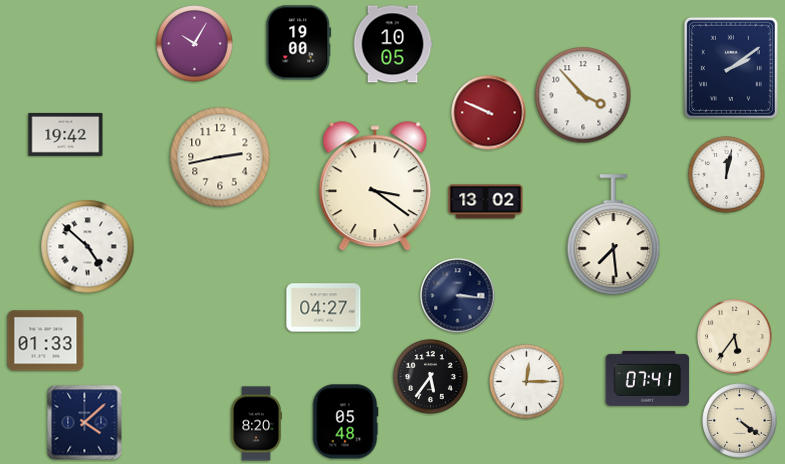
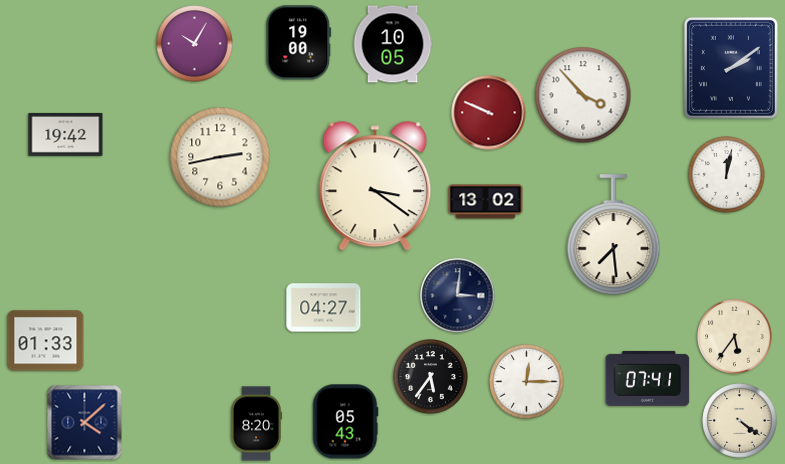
clock at (88, 247): 4:52 -> none
clock at (458, 296): 3:16 -> 3:01
clock at (345, 422): 05:48 -> 05:43
